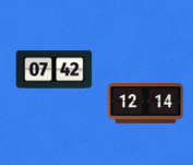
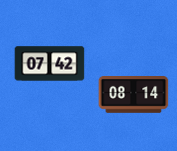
clock at (146, 104): 12:14 -> 08:14
